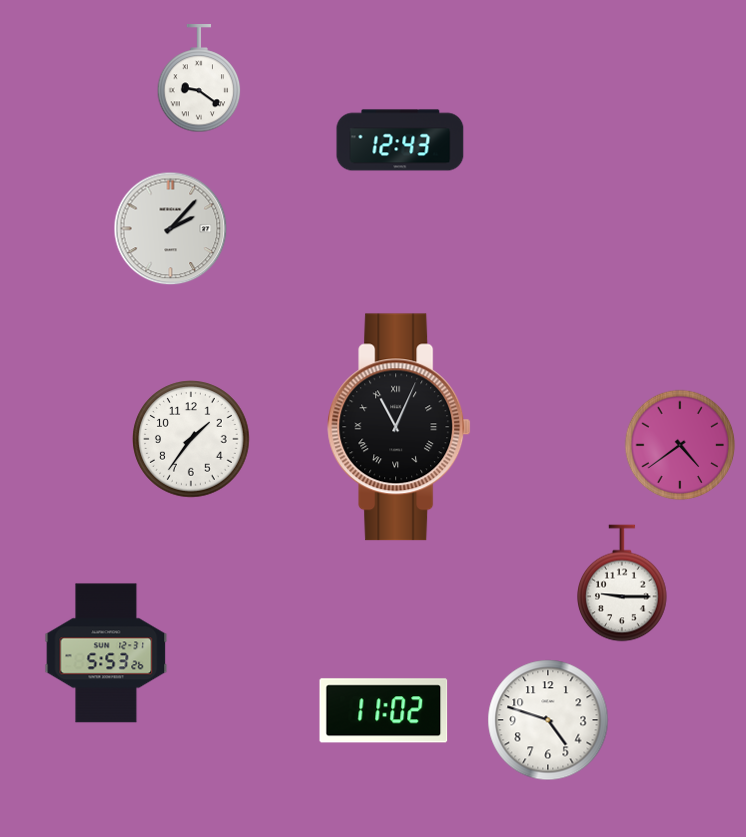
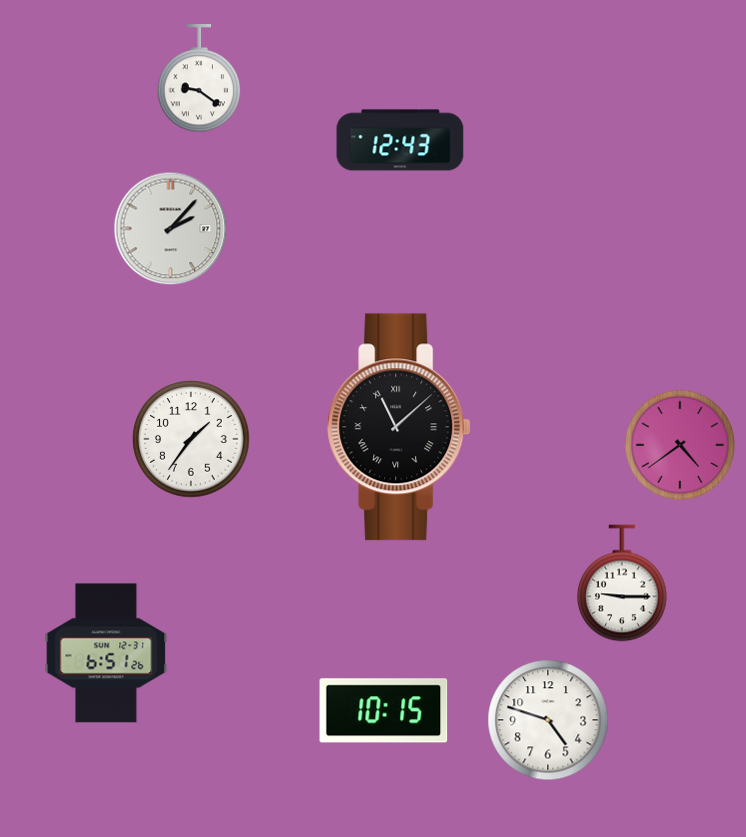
clock at (399, 427): 11:04 -> 11:08
clock at (106, 653): 5:53 -> 6:51
clock at (384, 711): 11:02 -> 10:15
